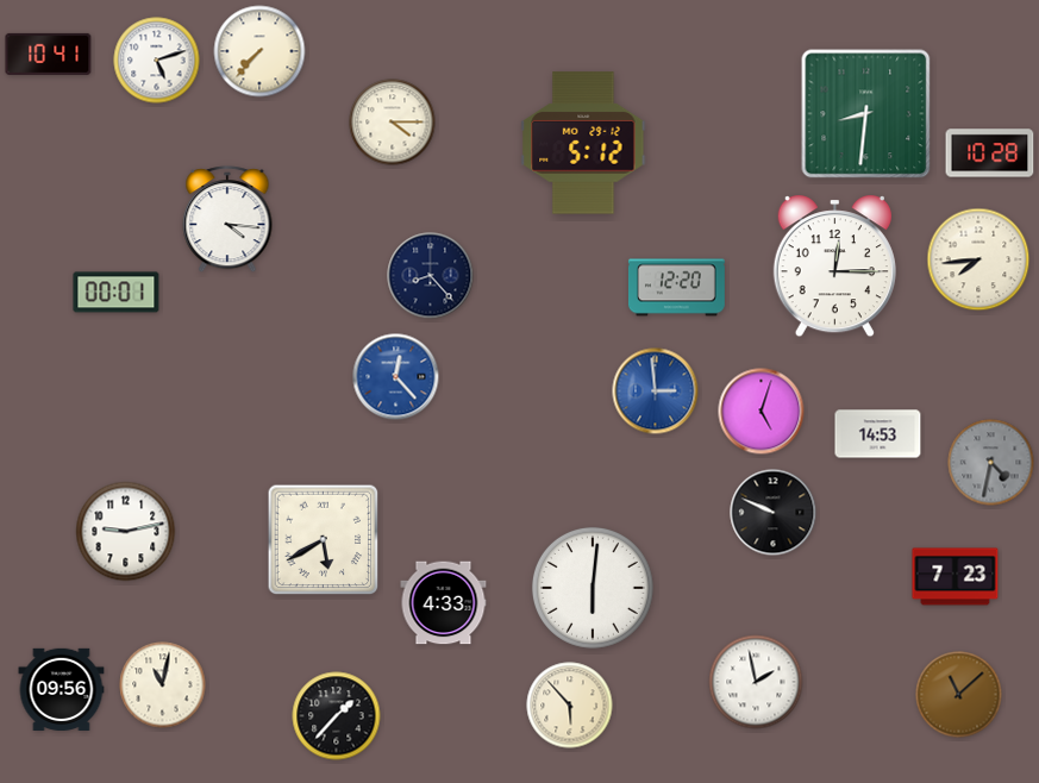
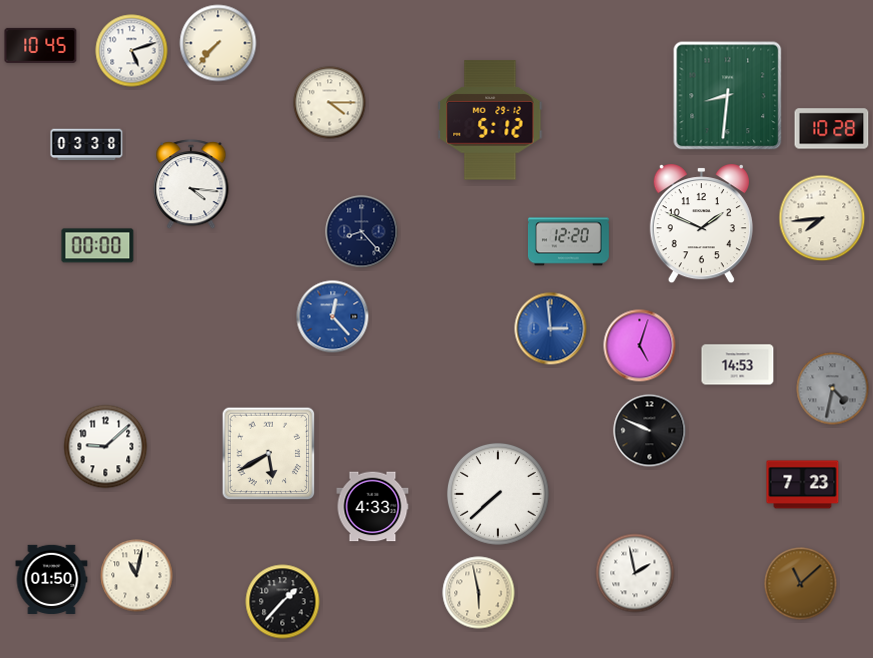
clock at (49, 54): 10:41 -> 10:45
clock at (87, 145): none -> 03:38
clock at (834, 267): 12:15 -> 1:49
clock at (117, 293): 00:01 -> 00:00
clock at (126, 532): 9:13 -> 9:08
clock at (324, 540) position: (324, 540) -> (269, 454)
clock at (593, 588): 6:01 -> 7:38
clock at (62, 689): 09:56 -> 01:50
clock at (959, 695) position: (959, 695) -> (801, 584)
clock at (570, 706): 5:53 -> 5:58
